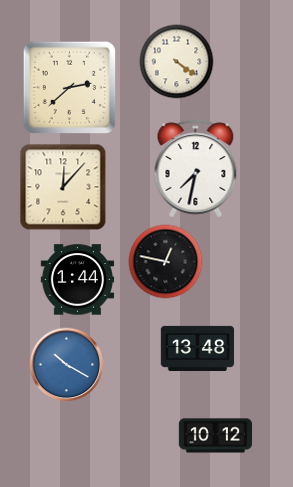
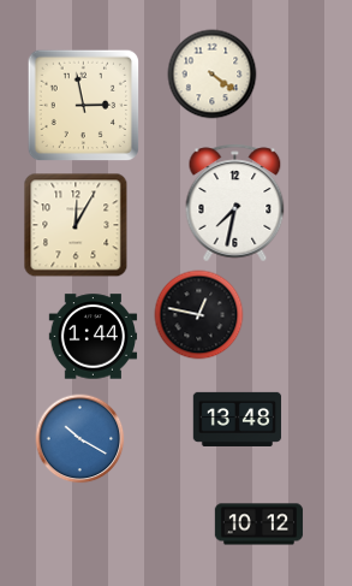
clock at (70, 88): 2:38 -> 2:58
clock at (63, 187): 12:07 -> 12:05
